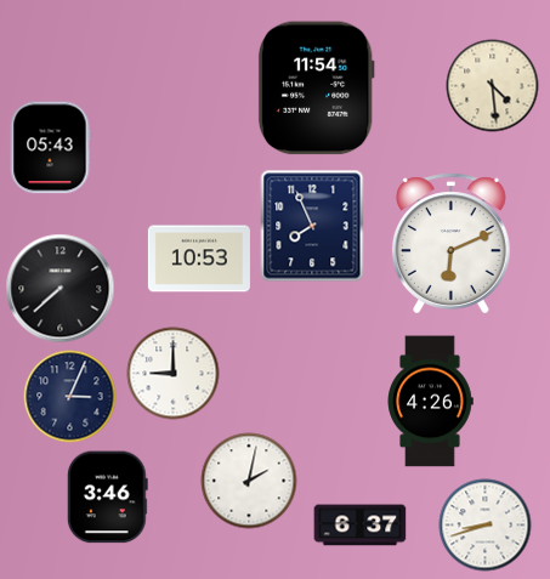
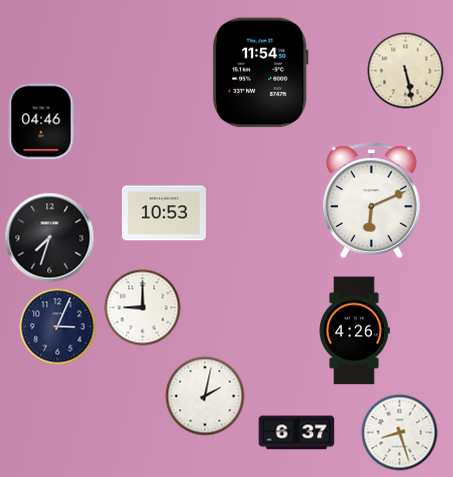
clock at (493, 86): 4:29 -> 5:28
clock at (50, 148): 05:43 -> 04:46
clock at (312, 226): 7:56 -> none
clock at (61, 289): 7:38 -> 7:33
clock at (107, 498): 3:46 -> none
clock at (486, 526): 8:42 -> 8:27
